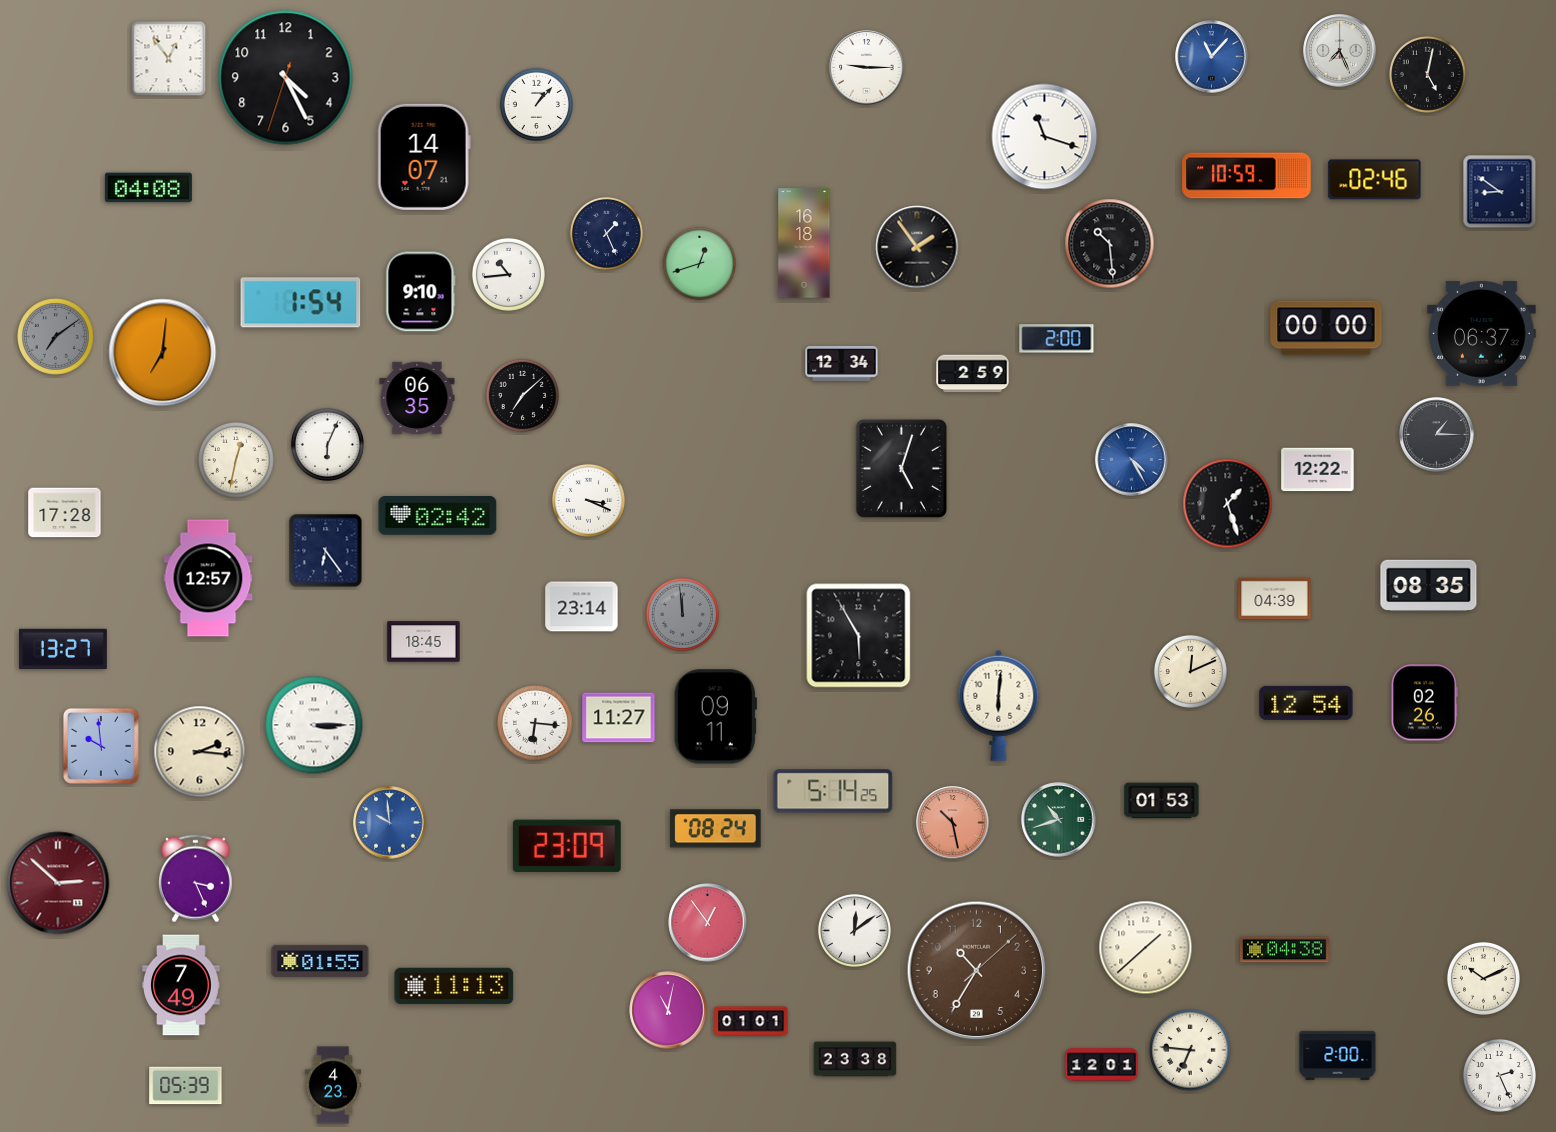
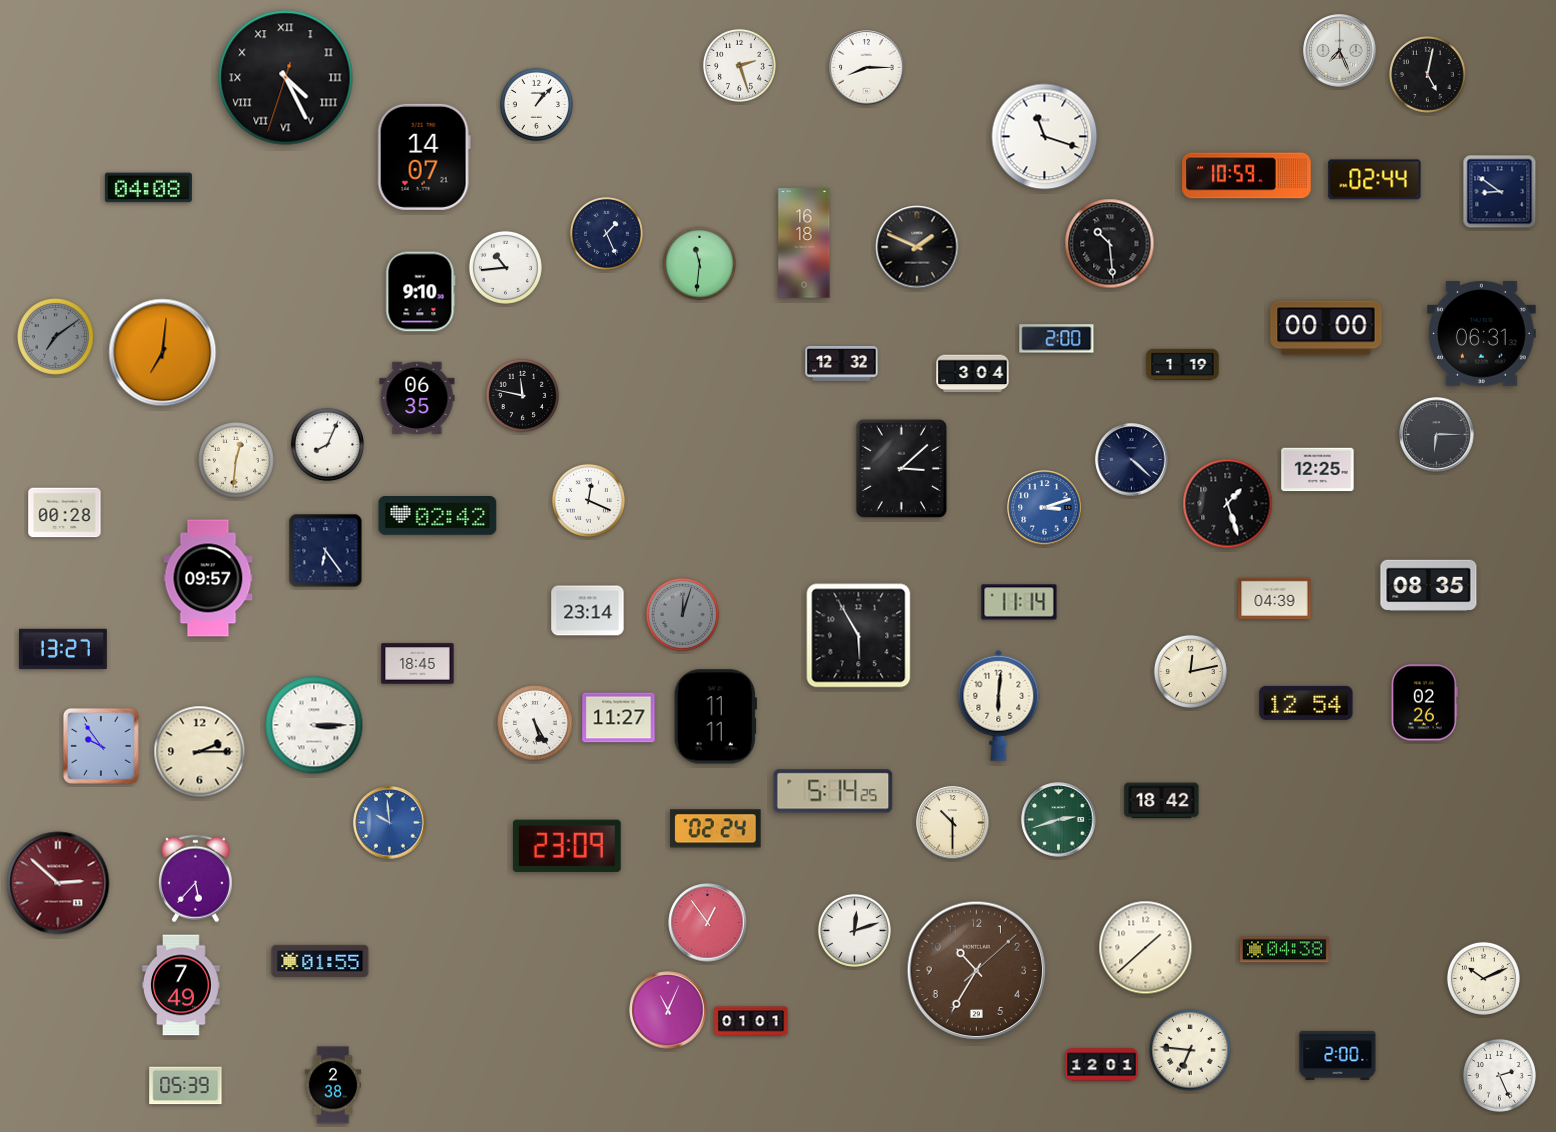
clock at (1212, 57): 11:07 -> none
clock at (169, 59): 12:54 -> none
clock at (739, 65): none -> 2:27
clock at (867, 68): 9:15 -> 8:15
clock at (286, 78) numerals: Arabic -> Roman
clock at (1375, 180): 02:46 -> 02:44
clock at (917, 247): 1:54 -> 1:49
clock at (699, 263): 12:42 -> 11:31
clock at (508, 274) position: (508, 274) -> (505, 267)
clock at (301, 303): 1:54 -> none
clock at (1482, 333): 06:37 -> 06:31
clock at (842, 363): 12:34 -> 12:32
clock at (1183, 365): none -> 1:19
clock at (973, 374): 2:59 -> 3:04
clock at (522, 395): 7:08 -> 11:47
clock at (1437, 435): 1:15 -> 6:15
clock at (327, 444): 6:04 -> 8:04
clock at (236, 460): 12:32 -> 12:31
clock at (1132, 460): 4:25 -> 4:22
clock at (1132, 460) dial: blue -> navy
clock at (901, 468): 5:03 -> 3:08
clock at (1318, 470): 12:22 -> 12:25
clock at (588, 500): 3:19 -> 12:19
clock at (1045, 508): none -> 3:12
clock at (65, 513): 17:28 -> 00:28
clock at (208, 578): 12:57 -> 09:57
clock at (1019, 602): none -> 11:14
clock at (582, 607) position: (582, 607) -> (588, 611)
clock at (682, 614): 11:59 -> 12:03
clock at (424, 642) position: (424, 642) -> (418, 664)
clock at (1190, 671): 12:11 -> 12:13
clock at (715, 717): 09:11 -> 11:11
clock at (535, 723): 6:16 -> 5:25
clock at (101, 746): 9:59 -> 9:54
clock at (200, 752): 2:16 -> 2:15
clock at (1162, 801): 01:53 -> 18:42
clock at (1059, 820): 10:42 -> 2:42
clock at (953, 823): 10:28 -> 10:30
clock at (953, 823) dial: salmon -> cream
clock at (716, 829): 08:24 -> 02:24
clock at (195, 879): 3:26 -> 5:37
clock at (854, 930): 12:09 -> 12:12
clock at (454, 986): 11:13 -> none
clock at (668, 1010): 11:02 -> 11:04
clock at (855, 1059): 23:38 -> none
clock at (333, 1085): 4:23 -> 2:38
